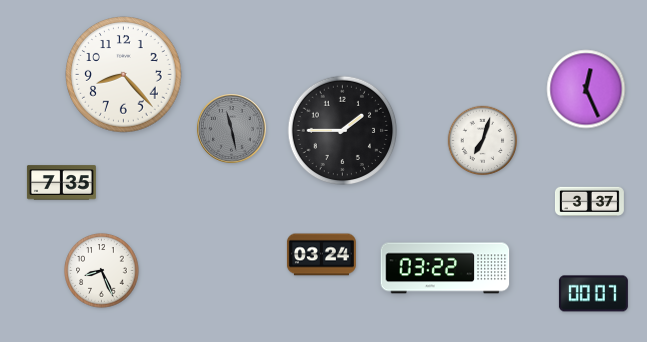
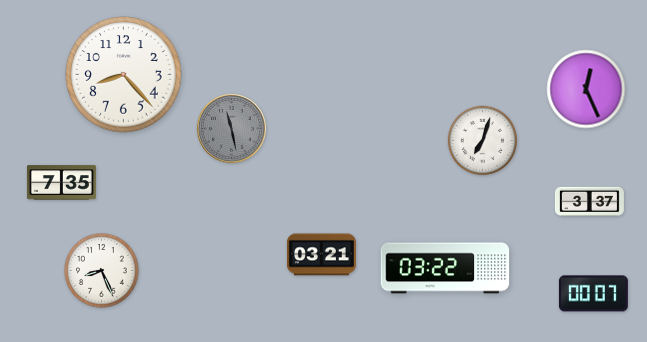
clock at (343, 131): 1:45 -> none
clock at (321, 255): 03:24 -> 03:21
